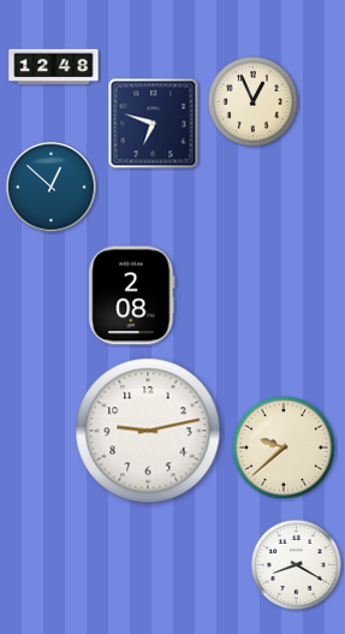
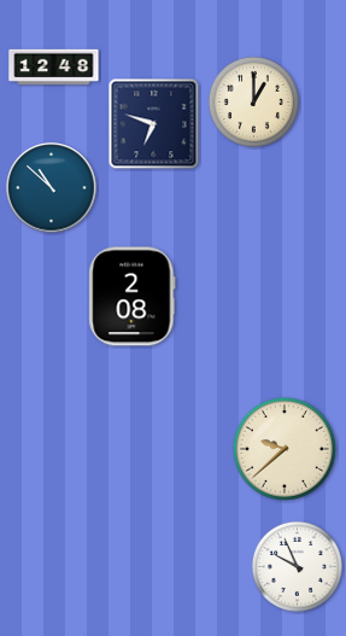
clock at (252, 101): 12:56 -> 1:00
clock at (52, 188): 12:52 -> 10:52
clock at (148, 431): 9:13 -> none
clock at (296, 564): 8:20 -> 9:56
